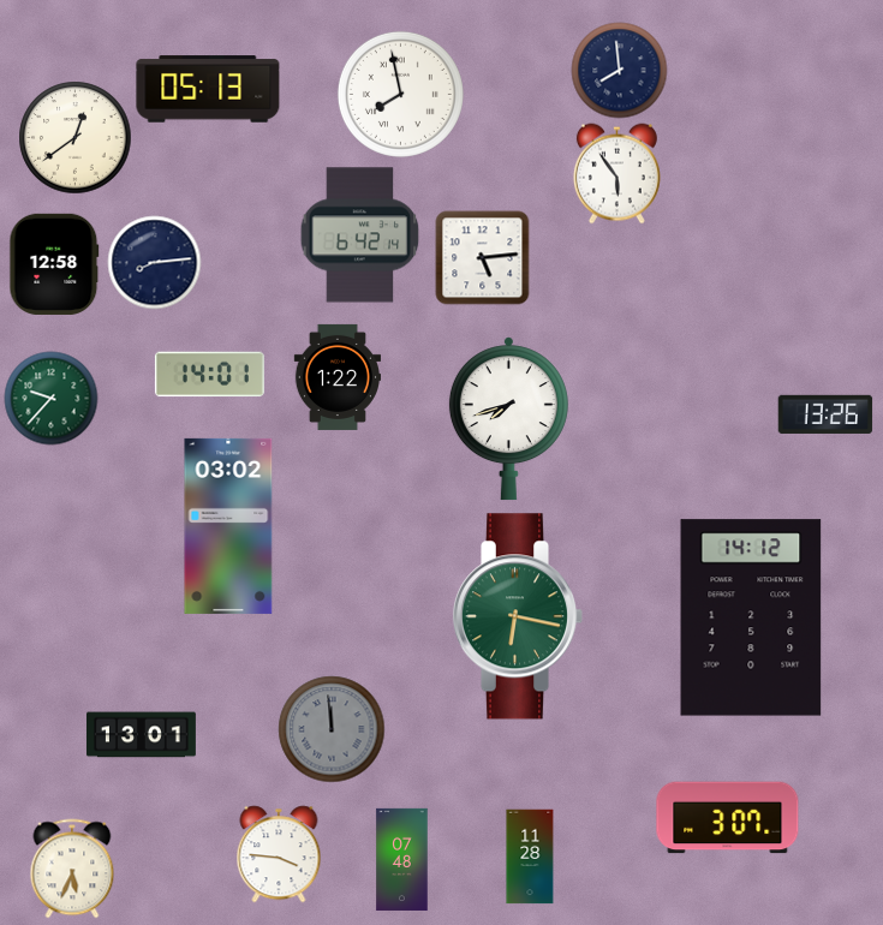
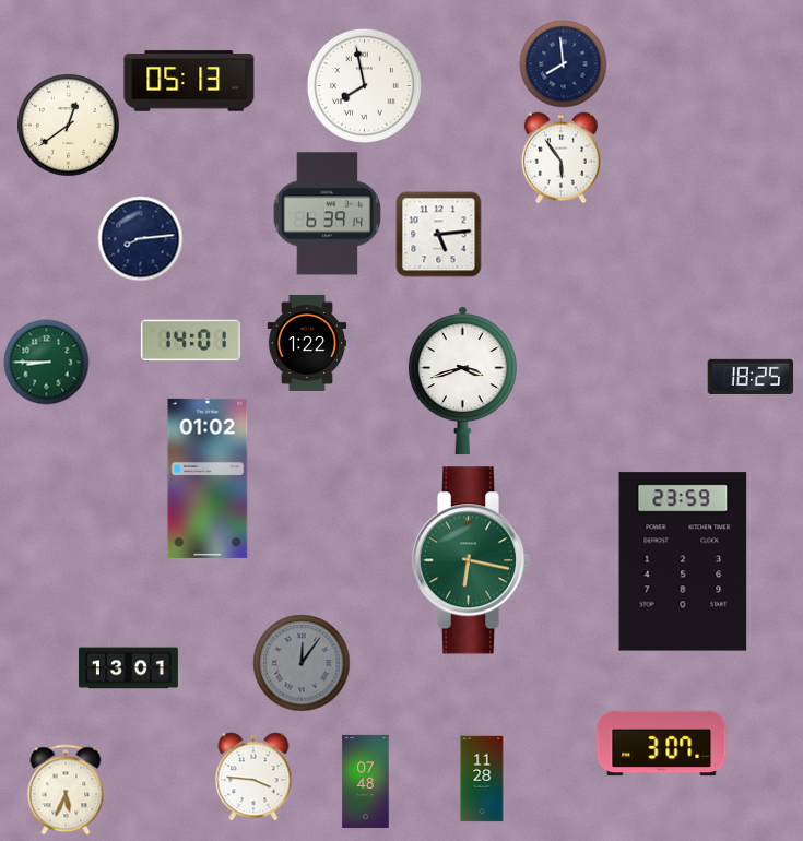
clock at (360, 235): 6:42 -> 6:39
clock at (54, 264): 12:58 -> none
clock at (50, 398): 9:37 -> 8:45
clock at (825, 414): 13:26 -> 18:25
clock at (508, 419): 7:42 -> 3:42
clock at (228, 526): 03:02 -> 01:02
clock at (751, 617): 14:12 -> 23:59
clock at (332, 729): 11:59 -> 12:06
